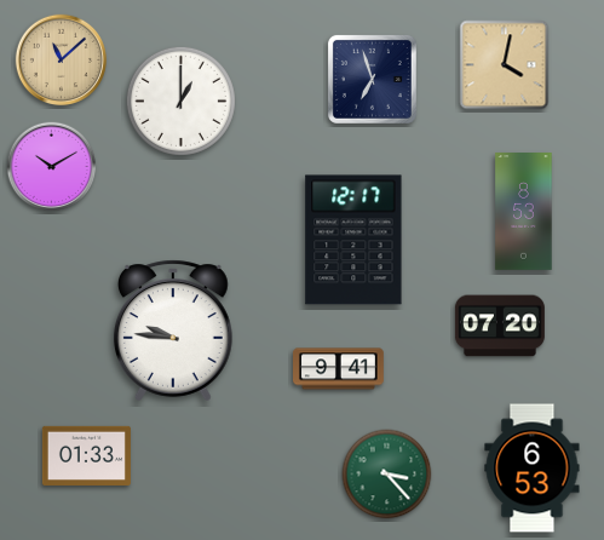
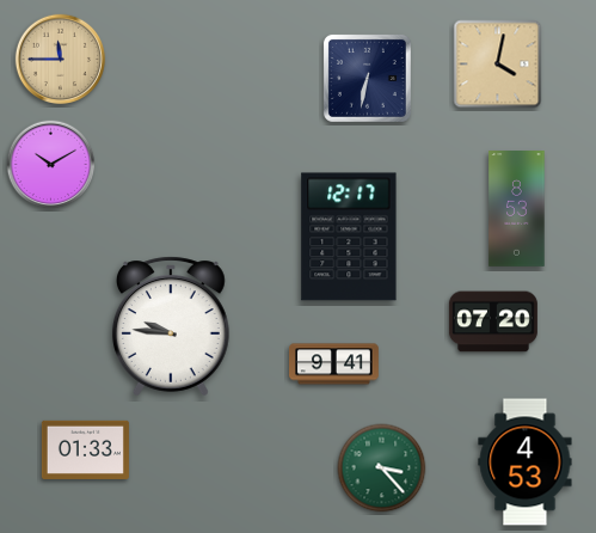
clock at (62, 61): 11:08 -> 11:45
clock at (372, 79): 6:57 -> 6:32
clock at (180, 100): 1:00 -> none
clock at (533, 469): 6:53 -> 4:53
